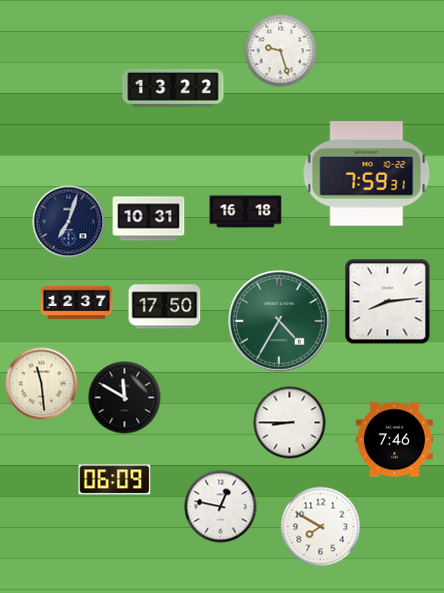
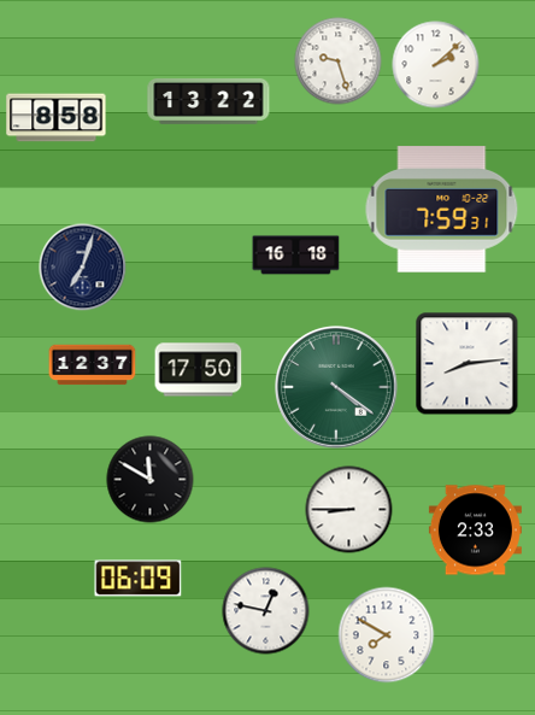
clock at (436, 65): none -> 2:08
clock at (173, 89) position: (173, 89) -> (208, 102)
clock at (57, 118): none -> 8:58
clock at (149, 219): 10:31 -> none
clock at (280, 322): 4:35 -> 4:21
clock at (42, 384): 11:29 -> none
clock at (394, 440): 7:46 -> 2:33
